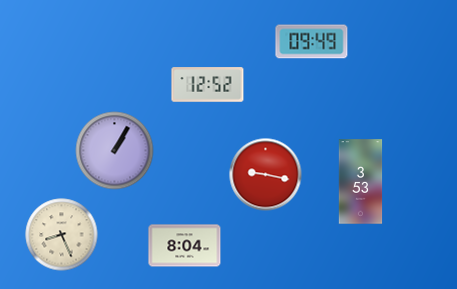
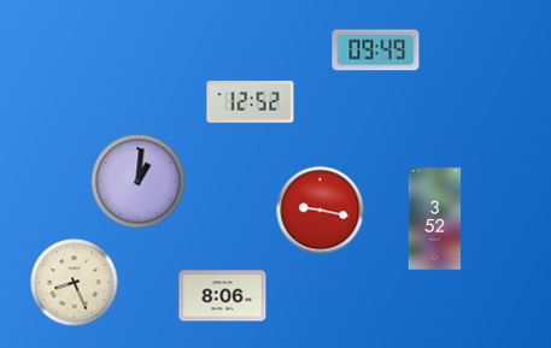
clock at (115, 151): 1:05 -> 1:01
clock at (361, 182): 3:53 -> 3:52
clock at (185, 246): 8:04 -> 8:06
